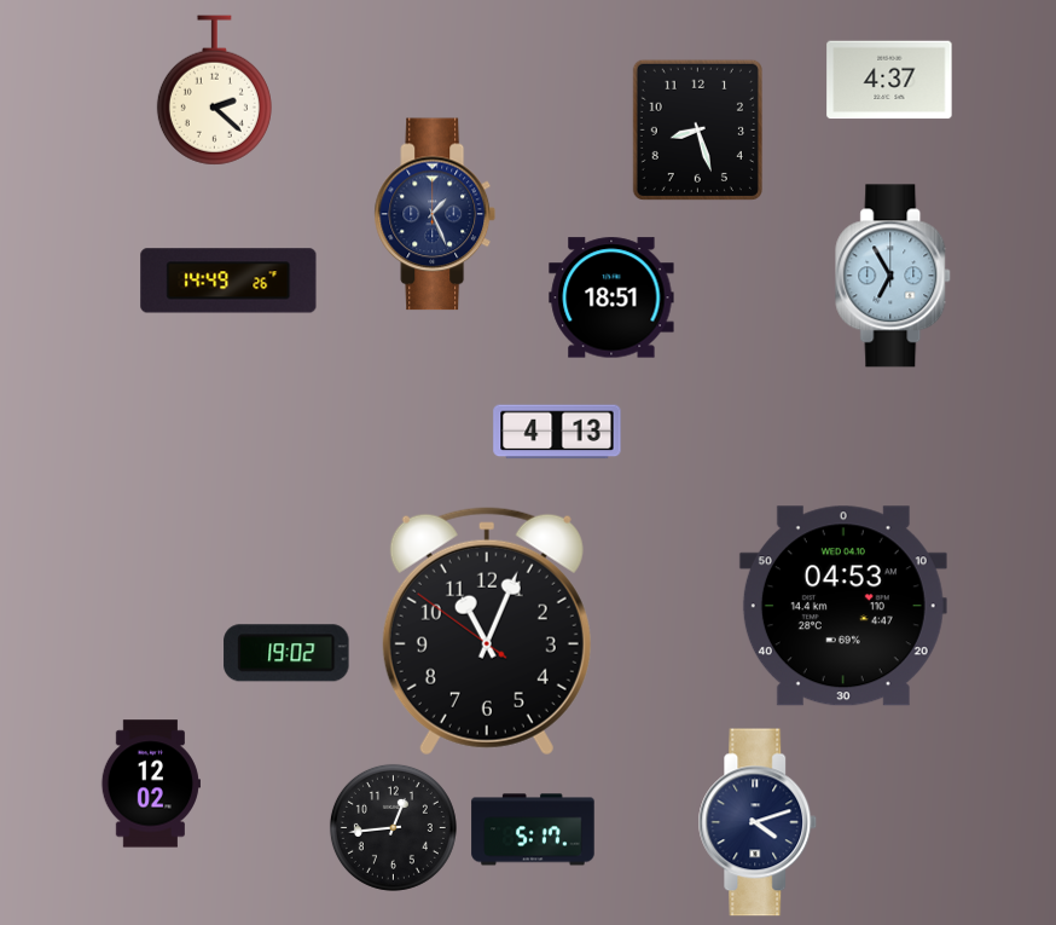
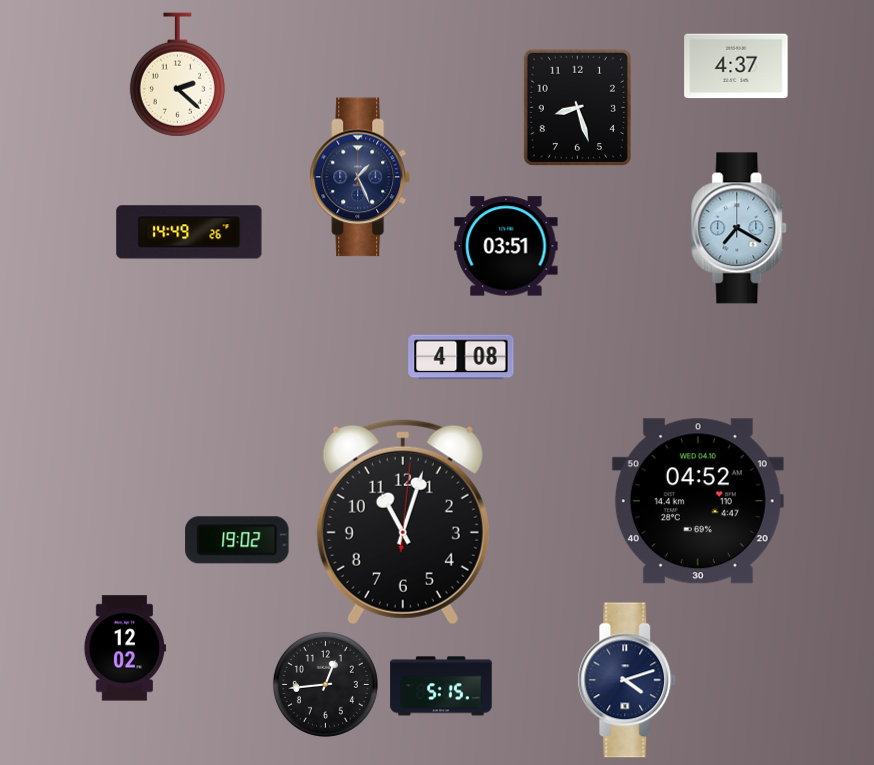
clock at (894, 276): 6:55 -> 7:20
clock at (611, 297): 18:51 -> 03:51
clock at (557, 432): 4:13 -> 4:08
clock at (843, 606): 04:53 -> 04:52
clock at (487, 631): 11:03:51 -> 11:03:01
clock at (533, 829): 5:17 -> 5:15
